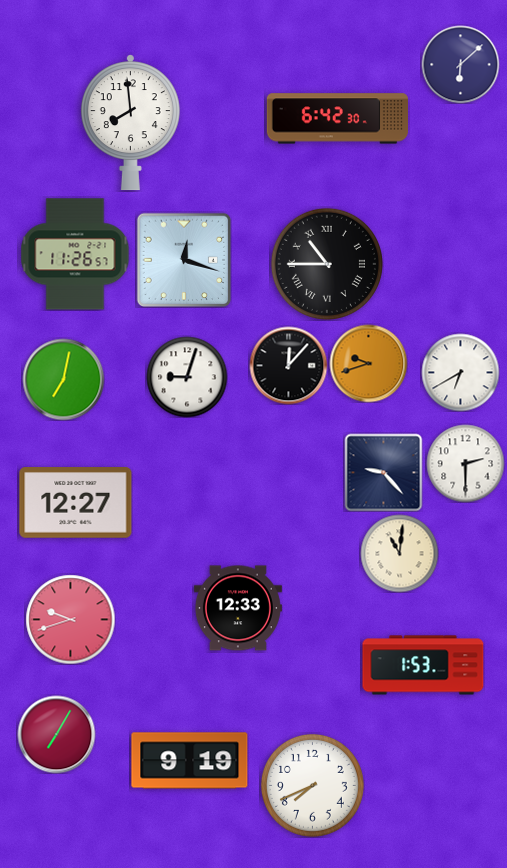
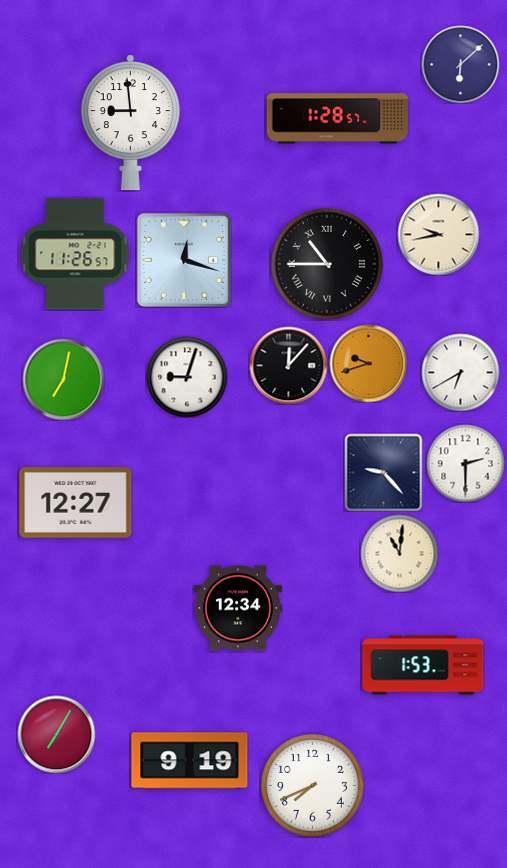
clock at (337, 119): 6:42 -> 1:28
clock at (130, 123): 7:59 -> 8:59
clock at (438, 234): none -> 9:43
clock at (238, 608): 12:33 -> 12:34
clock at (70, 619): 9:42 -> none
